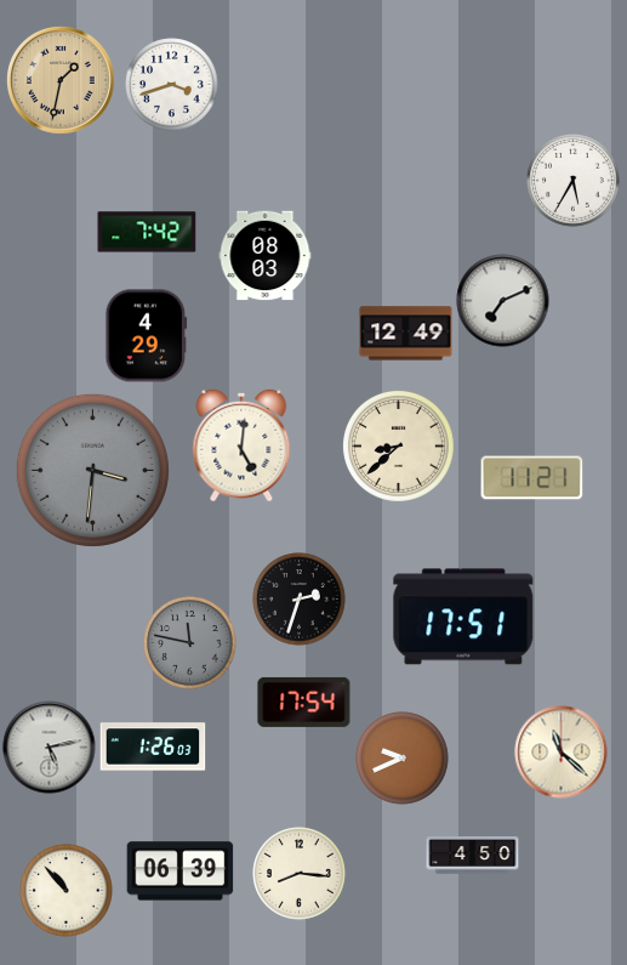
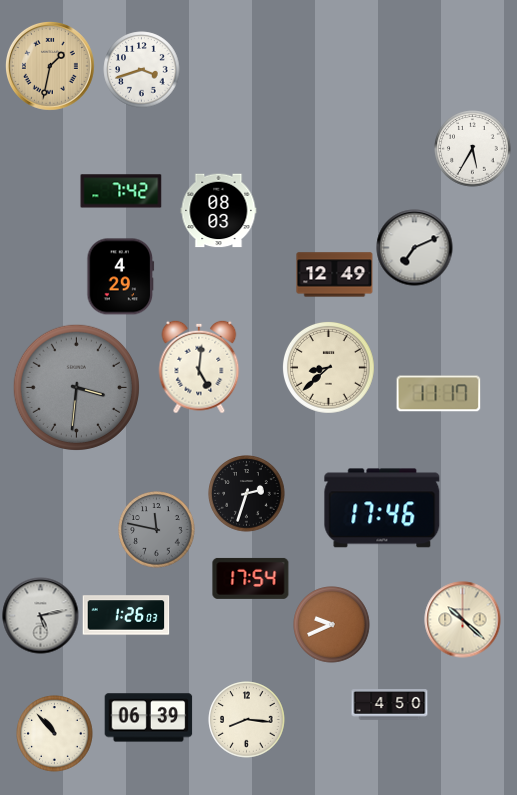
clock at (532, 478): 11:21 -> 11:17
clock at (463, 617): 17:51 -> 17:46
clock at (562, 753): 11:22 -> 10:22
